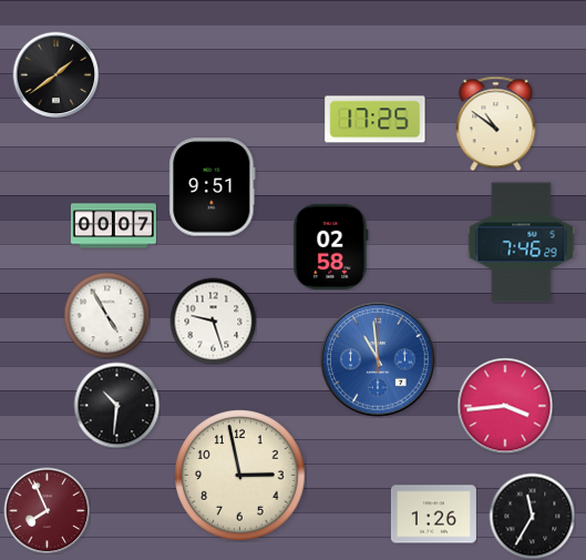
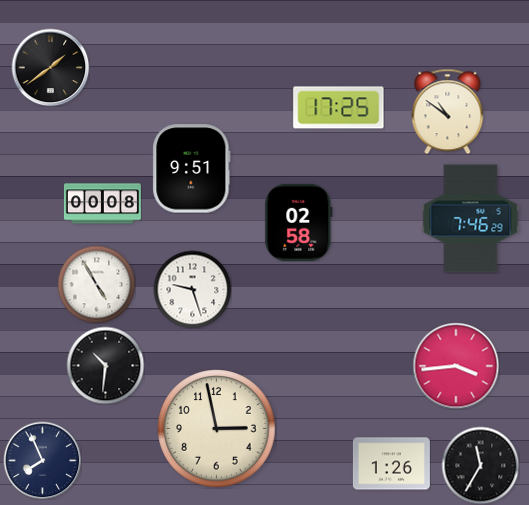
clock at (113, 226): 00:07 -> 00:08
clock at (378, 359): 10:59 -> none
clock at (47, 510) dial: burgundy -> navy
